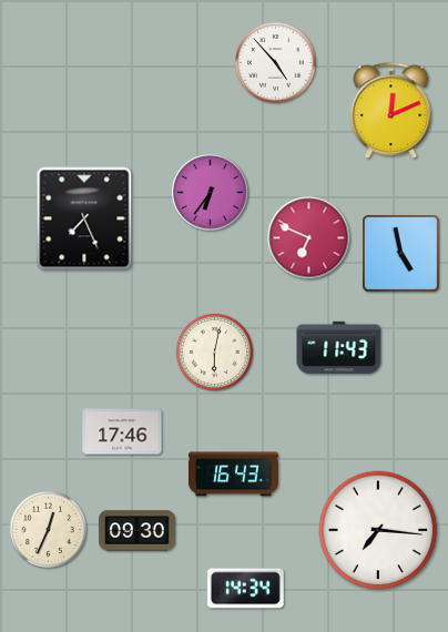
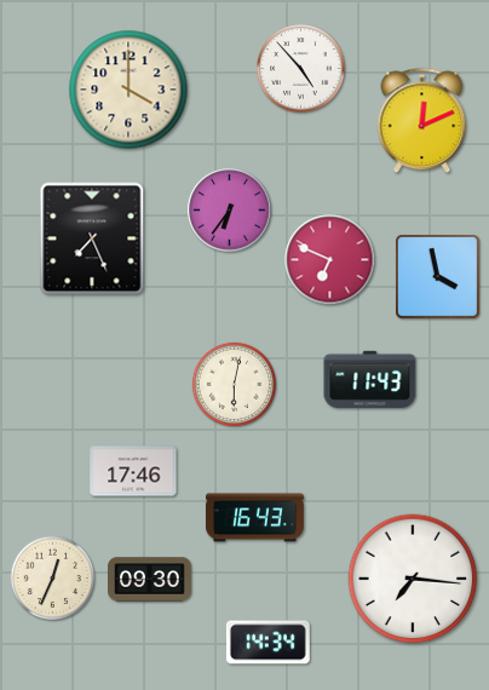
clock at (128, 90): none -> 4:00
clock at (391, 111) position: (391, 111) -> (422, 121)
clock at (309, 238) position: (309, 238) -> (330, 260)
clock at (401, 254): 4:58 -> 3:58
